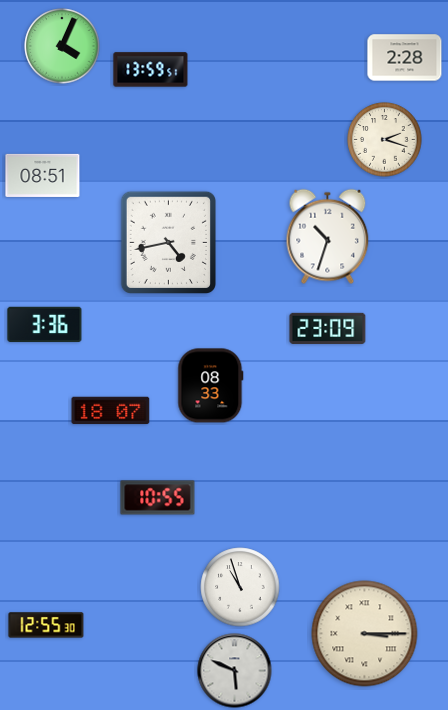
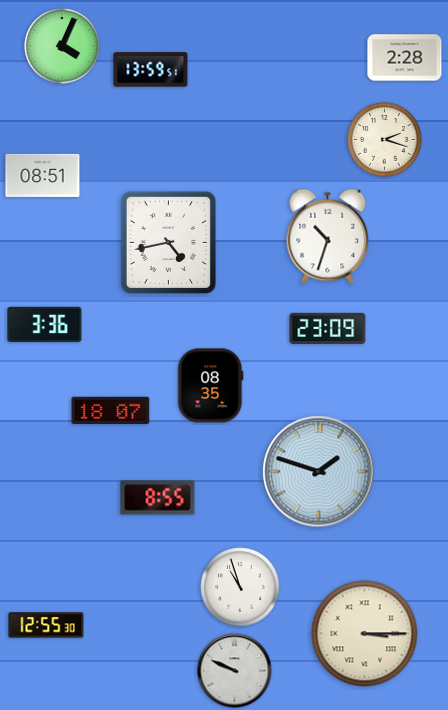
clock at (211, 386): 08:33 -> 08:35
clock at (319, 472): none -> 1:48
clock at (158, 498): 10:55 -> 8:55
clock at (235, 671): 5:49 -> 9:49
